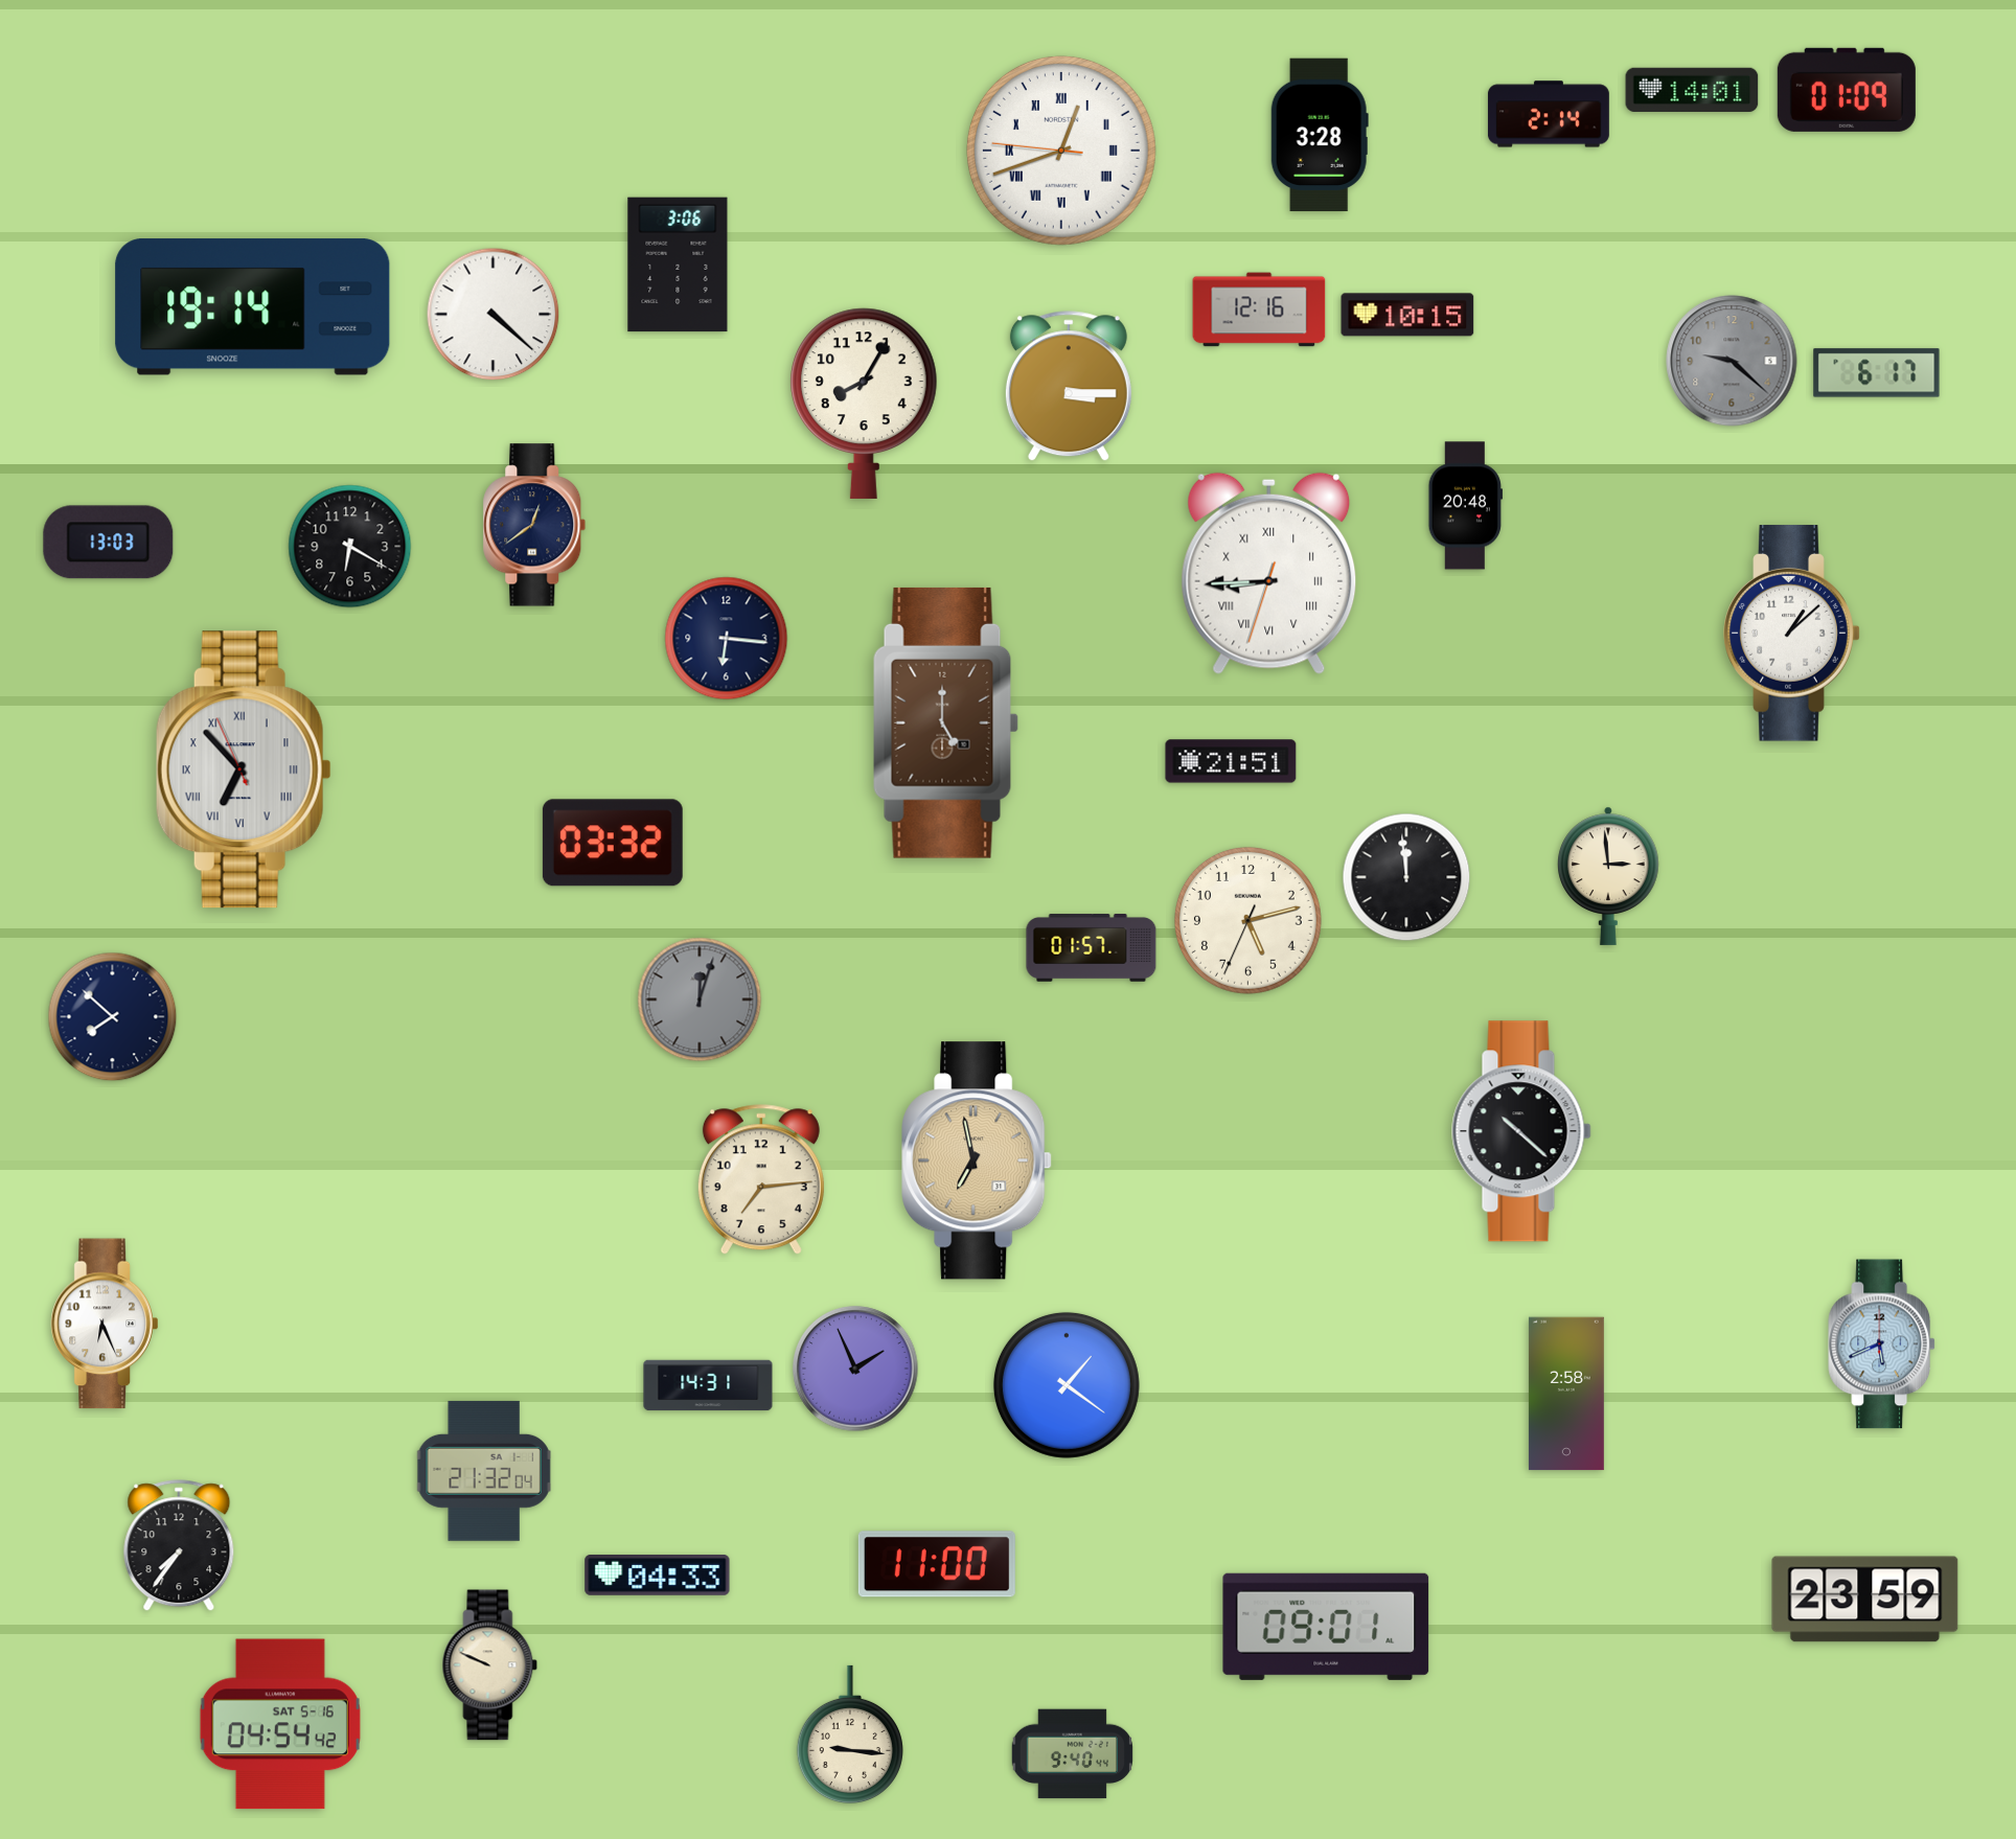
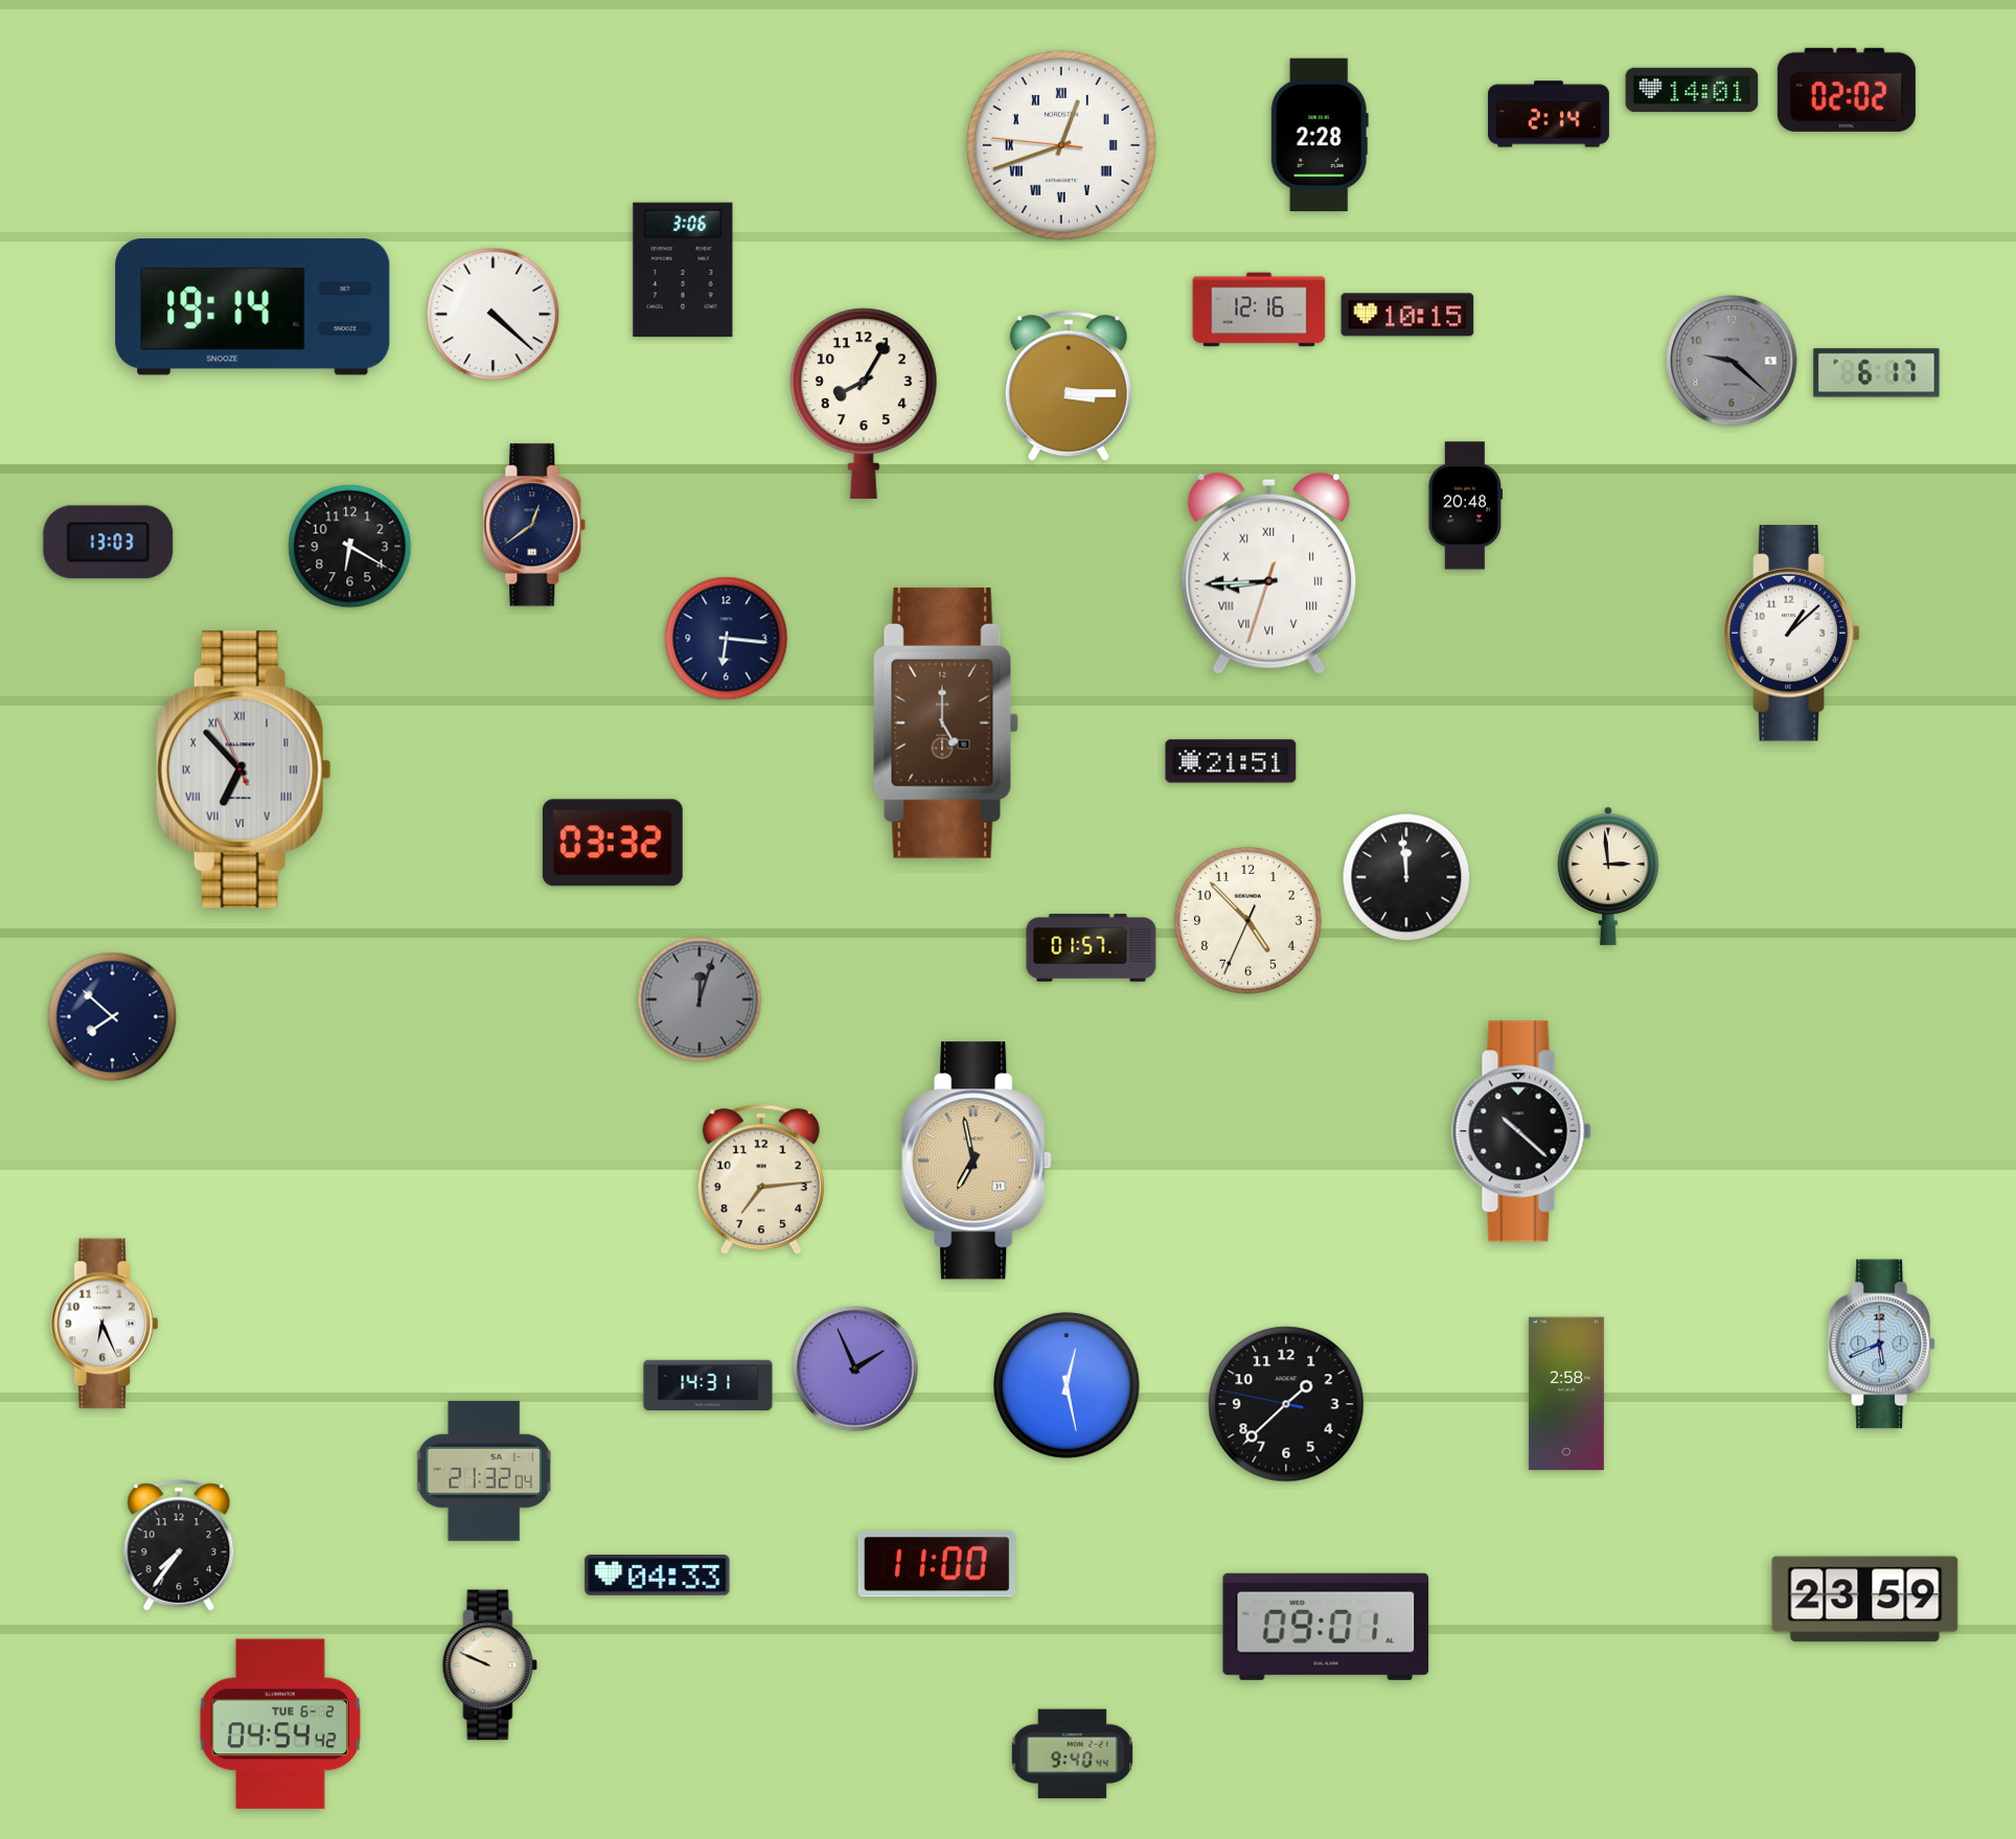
clock at (1847, 90): 01:09 -> 02:02
clock at (1320, 135): 3:28 -> 2:28
clock at (1061, 151) position: (1061, 151) -> (1061, 145)
clock at (678, 265) position: (678, 265) -> (683, 270)
clock at (1247, 920): 5:12 -> 4:52
clock at (1067, 1385): 1:21 -> 12:28
clock at (1286, 1404): none -> 1:37
clock at (280, 1724) date: SAT 5-16 -> TUE 6-2
clock at (850, 1734): 9:16 -> none
